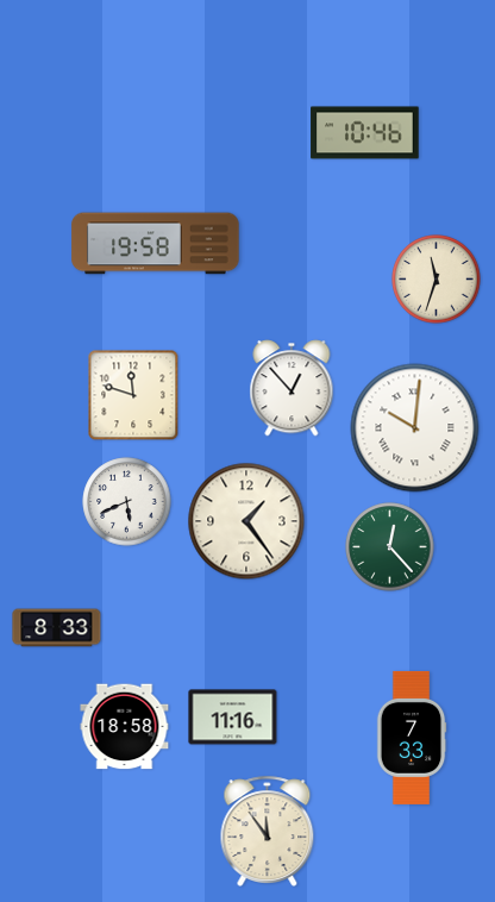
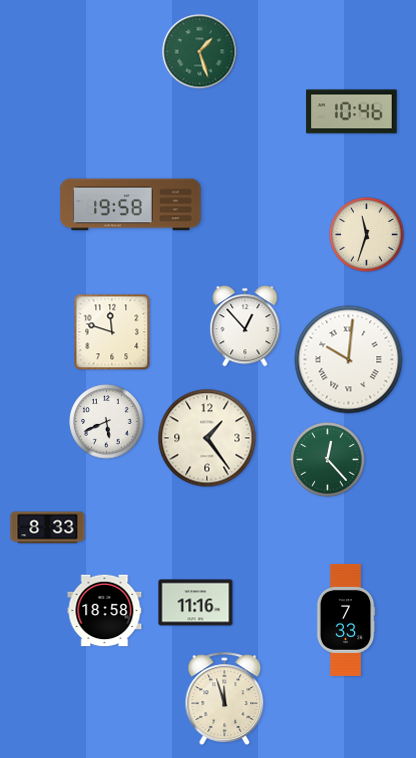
clock at (200, 52): none -> 1:27
clock at (365, 133) position: (365, 133) -> (352, 112)
clock at (268, 831): 11:54 -> 11:57
